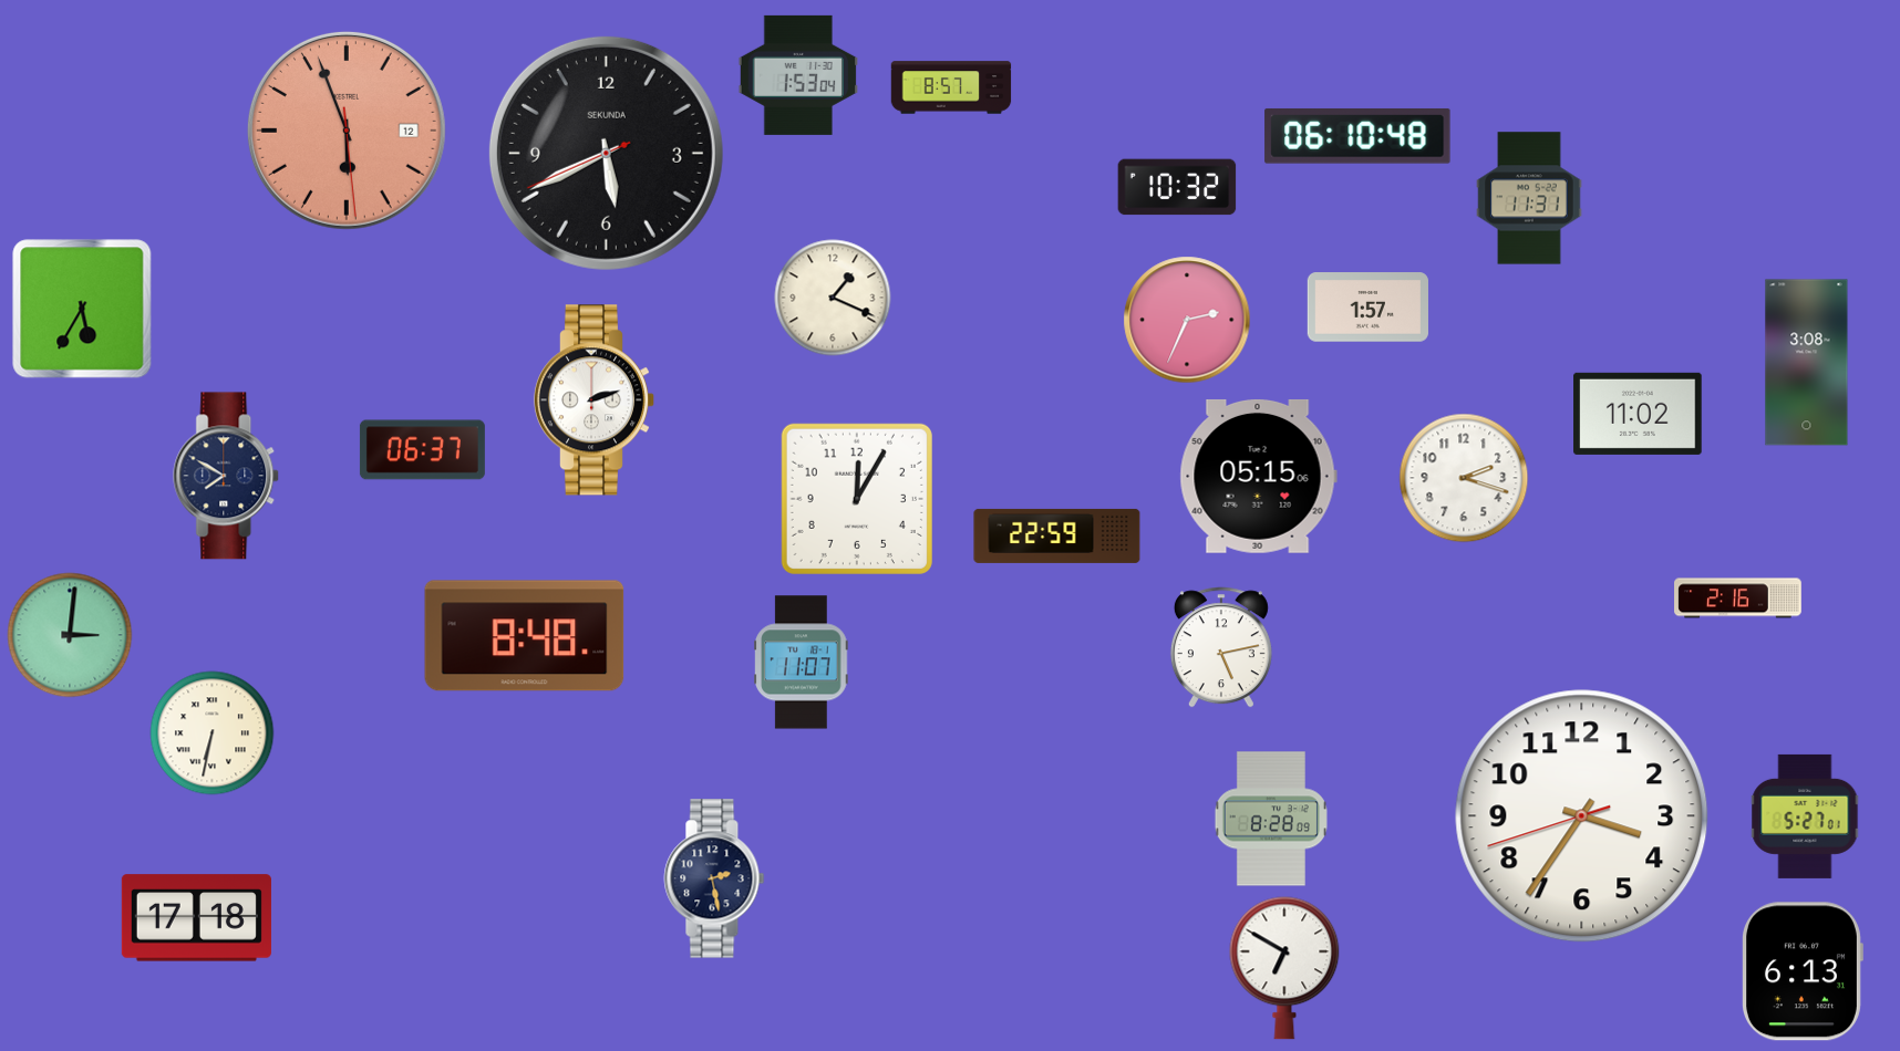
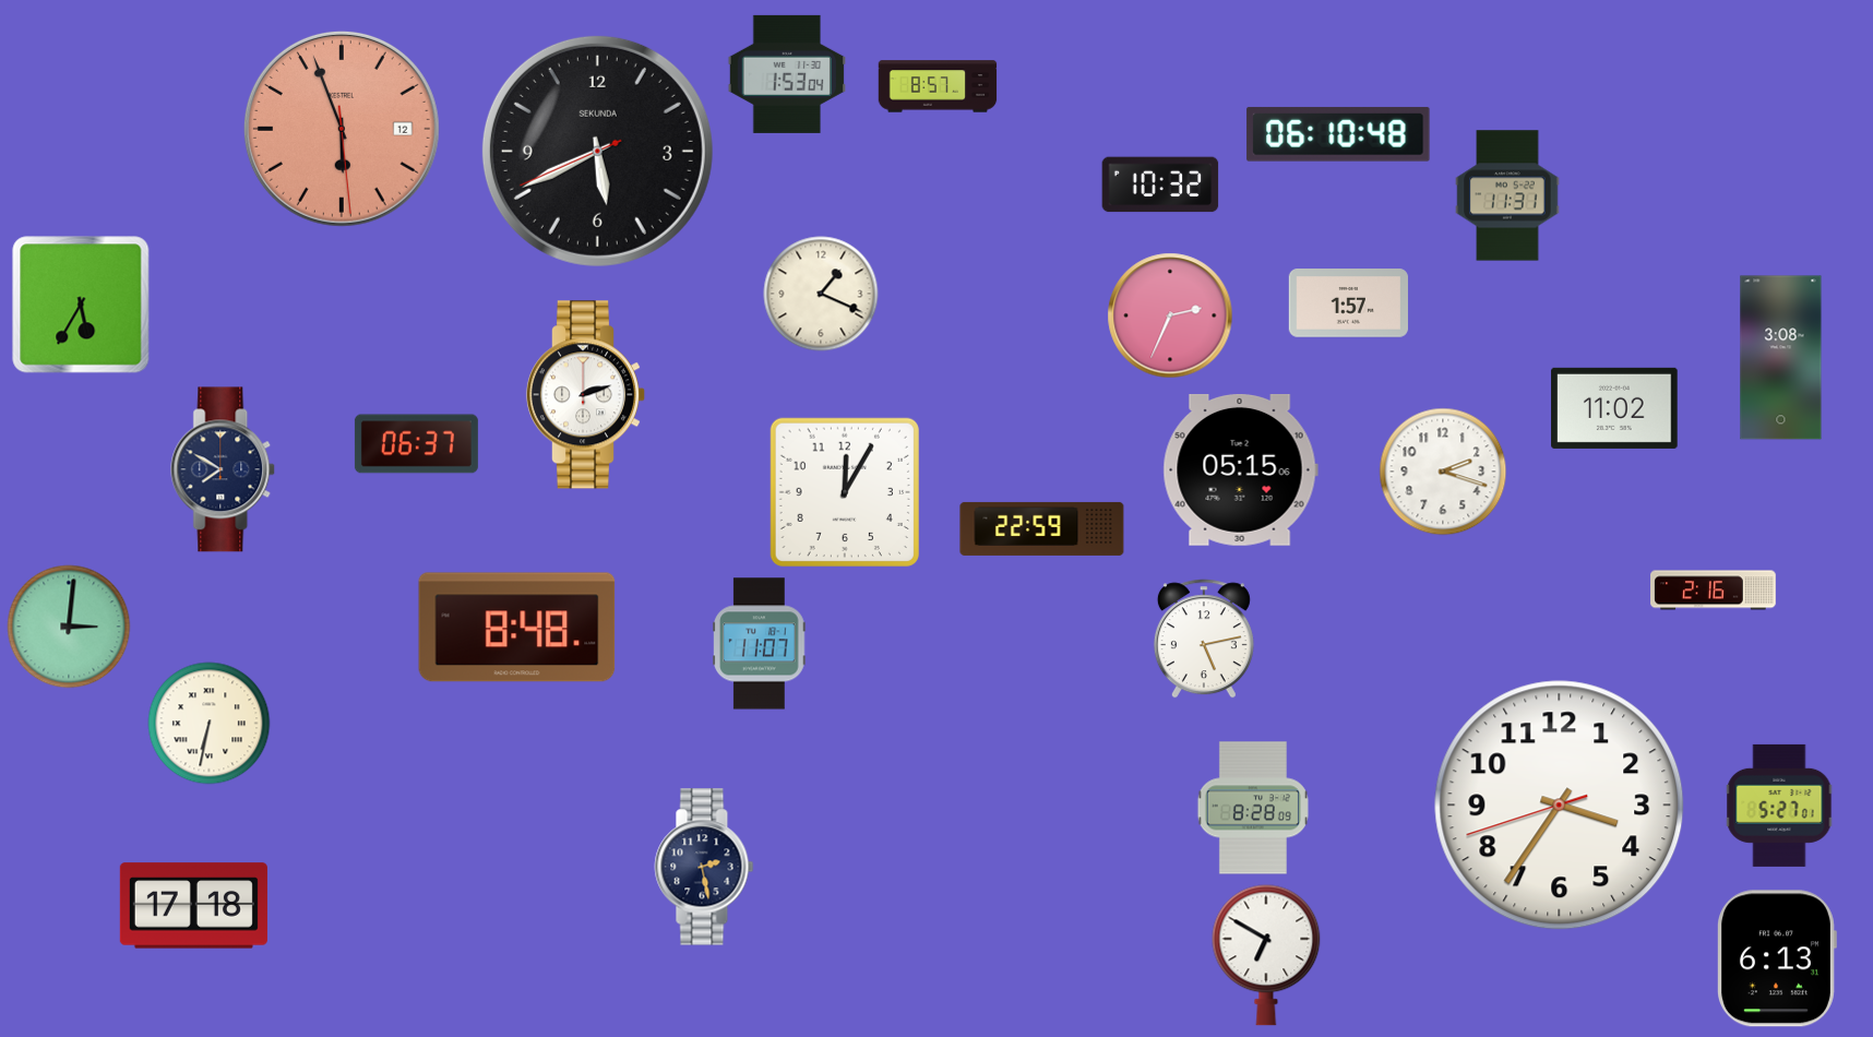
clock at (802, 663) position: (802, 663) -> (760, 644)
